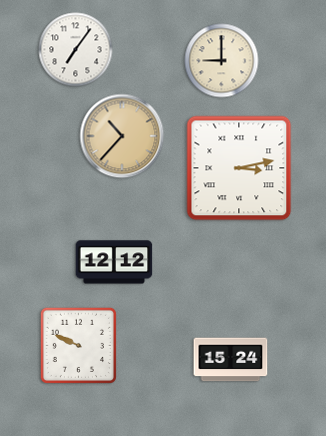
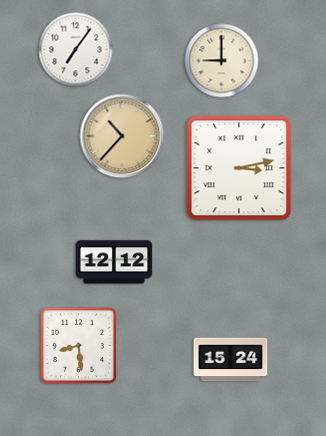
clock at (78, 345): 9:49 -> 8:29
